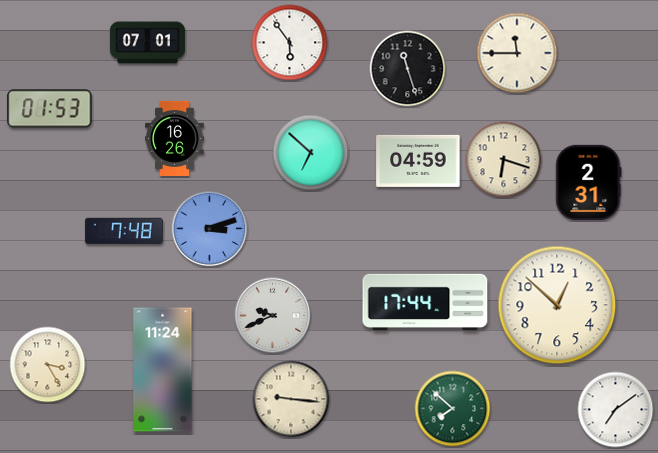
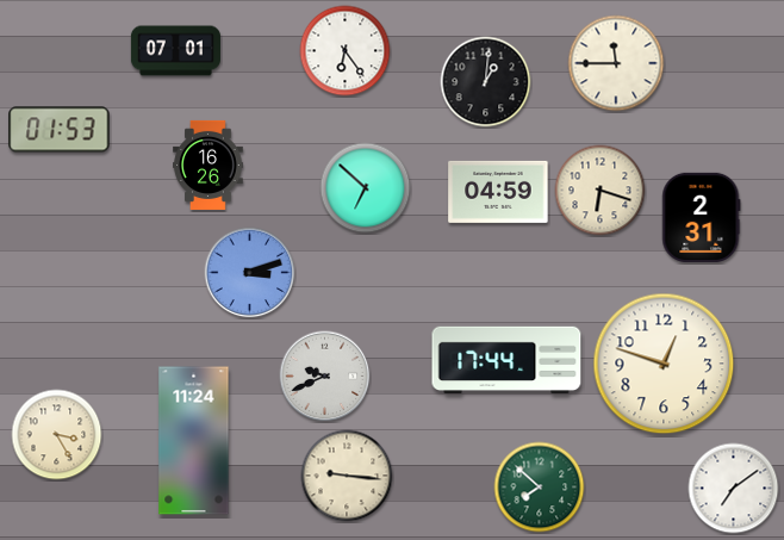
clock at (290, 43): 5:54 -> 6:24
clock at (408, 69): 11:27 -> 1:01
clock at (311, 153) position: (311, 153) -> (366, 188)
clock at (124, 231): 7:48 -> none
clock at (557, 305): 12:52 -> 12:48
